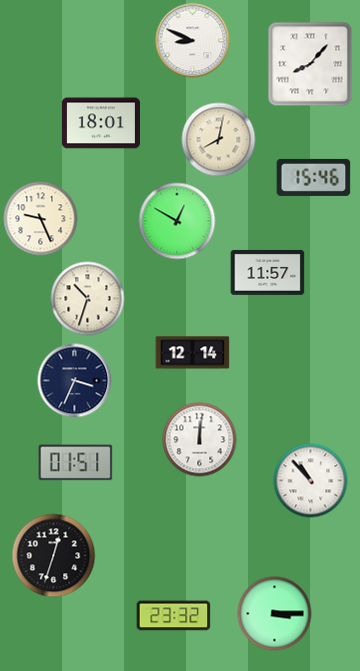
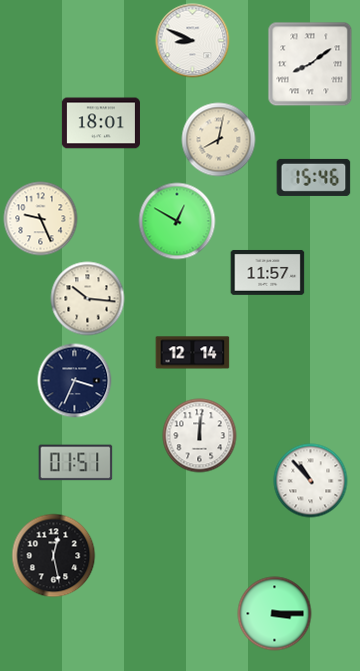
clock at (310, 64): 8:07 -> 8:09
clock at (88, 299): 10:33 -> 10:16
clock at (200, 440) position: (200, 440) -> (200, 436)
clock at (54, 556): 12:33 -> 12:28
clock at (174, 616): 23:32 -> none
